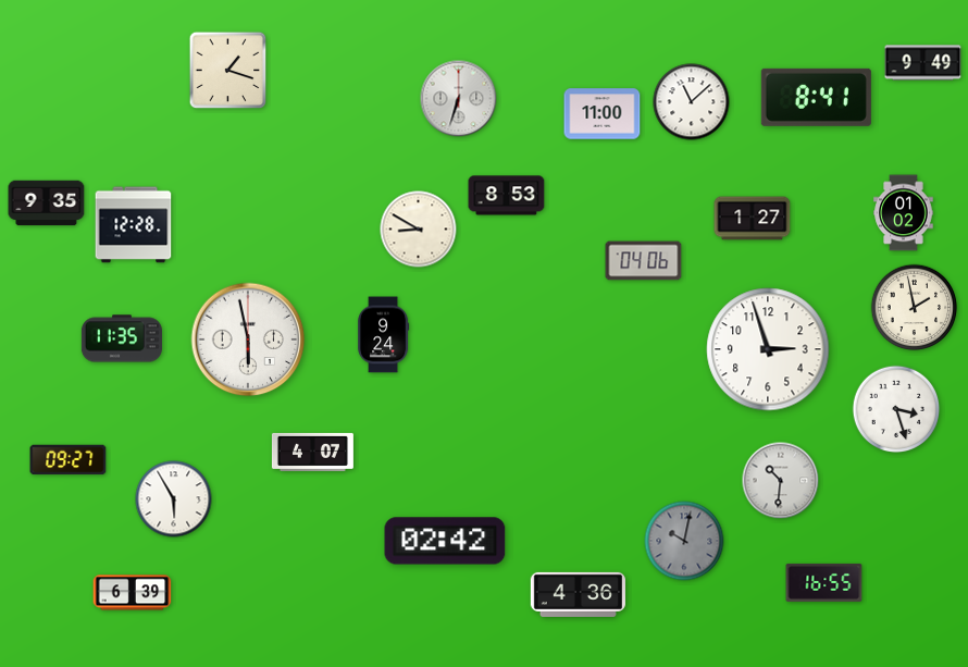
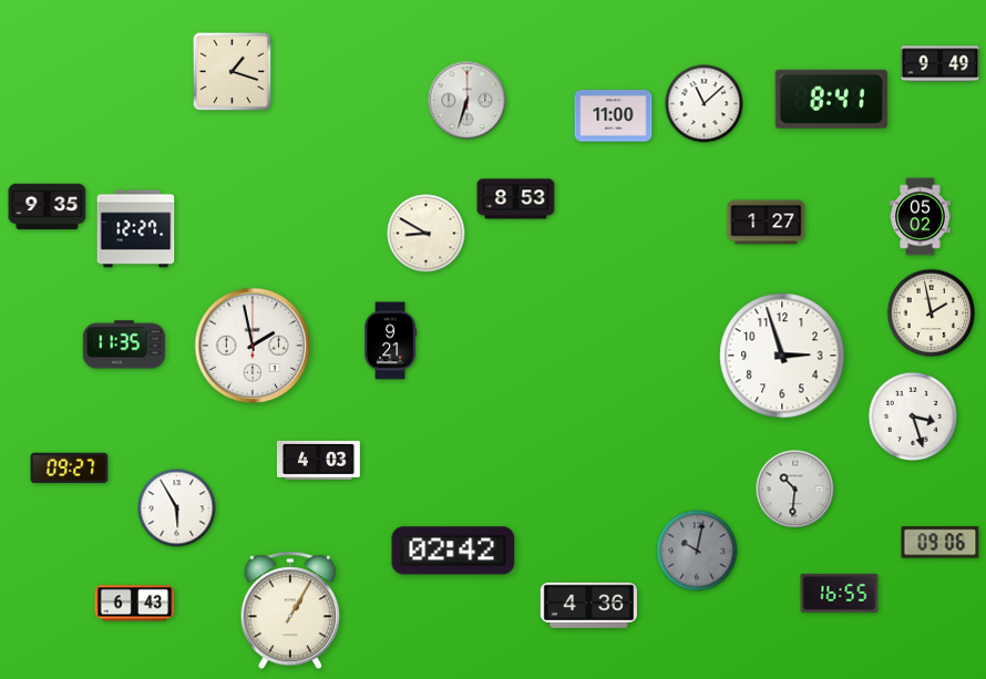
clock at (904, 213): 01:02 -> 05:02
clock at (134, 225): 12:28 -> 12:27
clock at (644, 261): 04:06 -> none
clock at (384, 335): 9:24 -> 9:21
clock at (248, 339): 5:58 -> 1:58
clock at (312, 452): 4:07 -> 4:03
clock at (941, 543): none -> 09:06
clock at (133, 593): 6:39 -> 6:43
clock at (290, 611): none -> 1:05
